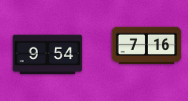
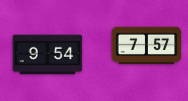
clock at (147, 46): 7:16 -> 7:57
